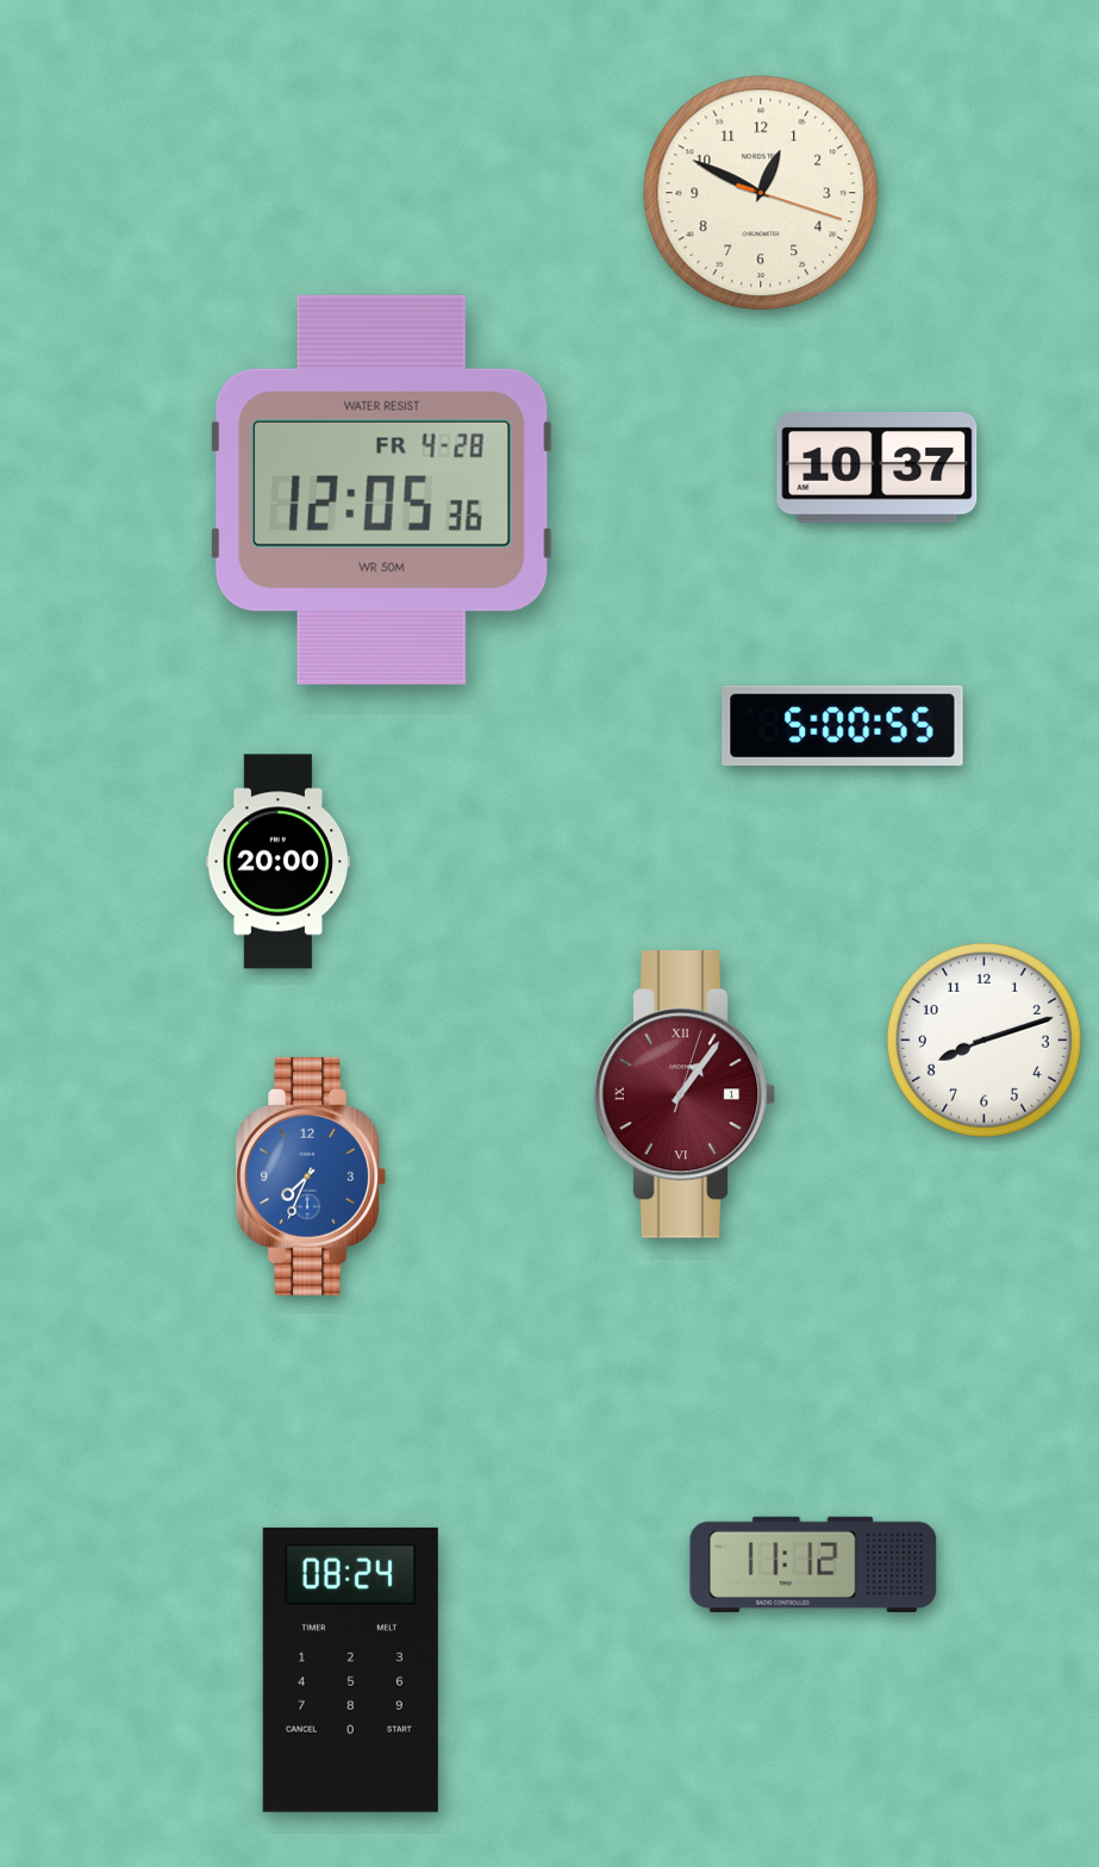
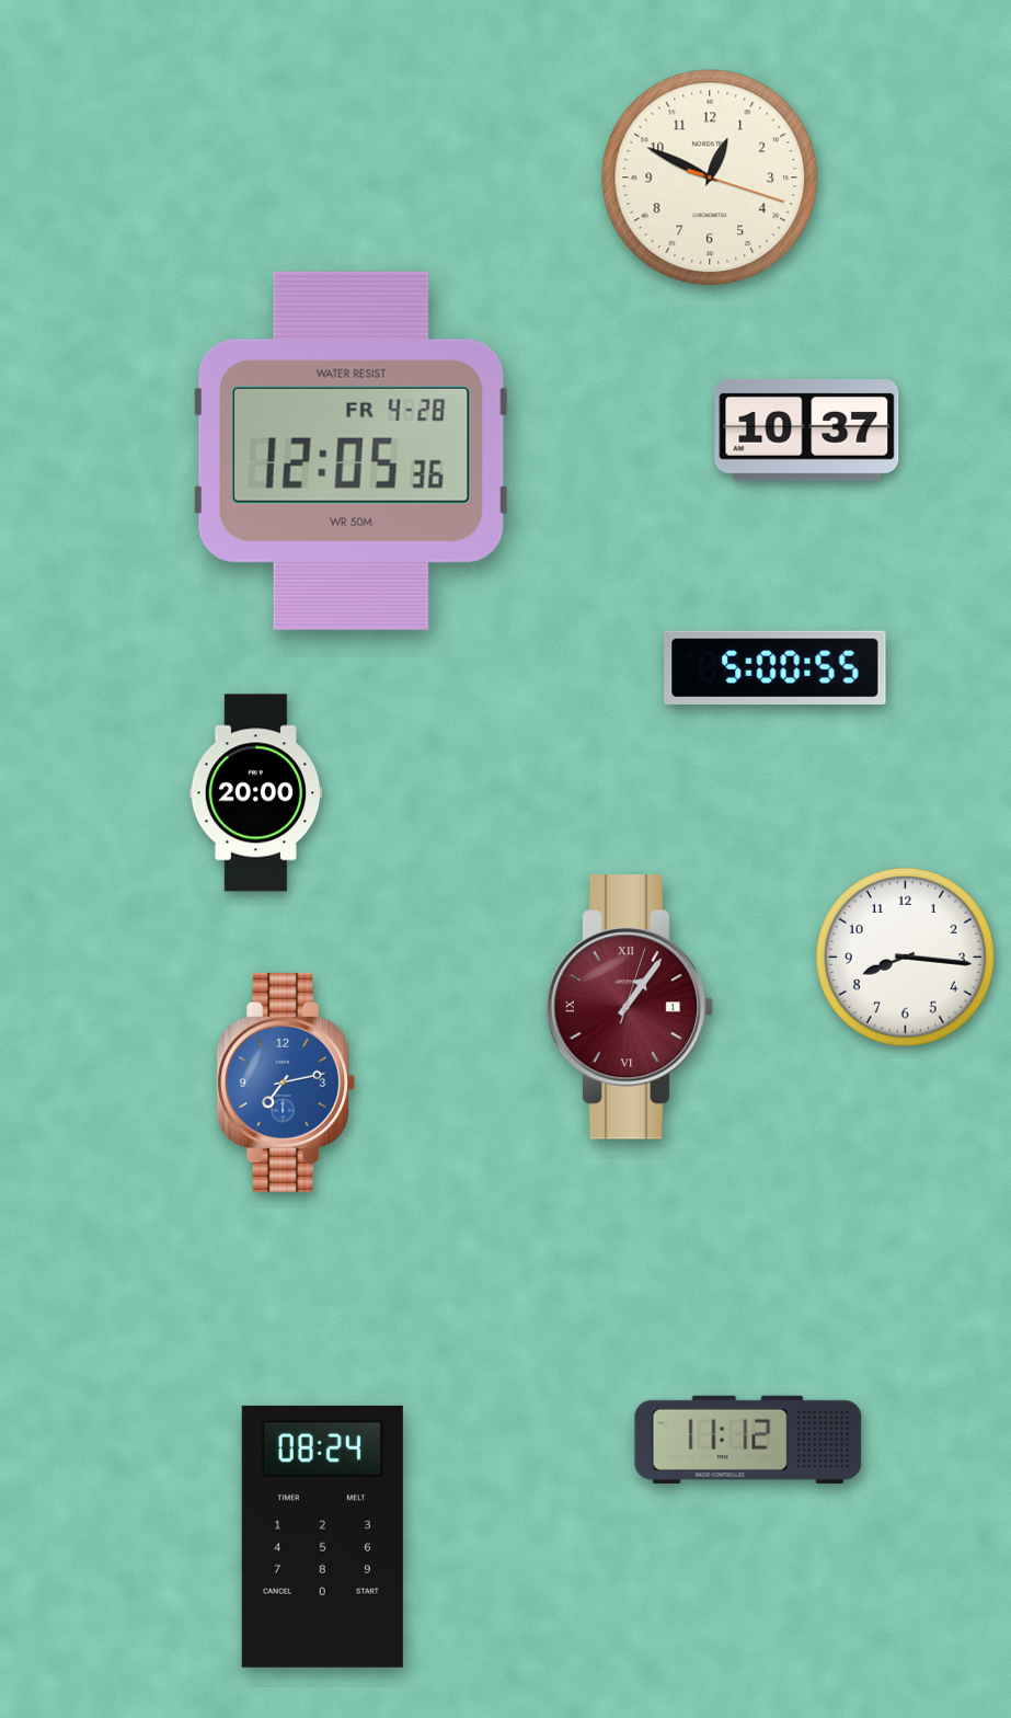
clock at (761, 193) position: (761, 193) -> (710, 177)
clock at (984, 1039): 8:12 -> 8:16
clock at (311, 1176): 7:34 -> 7:13
